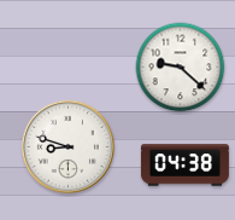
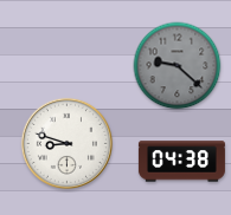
clock at (181, 68) dial: white -> grey
